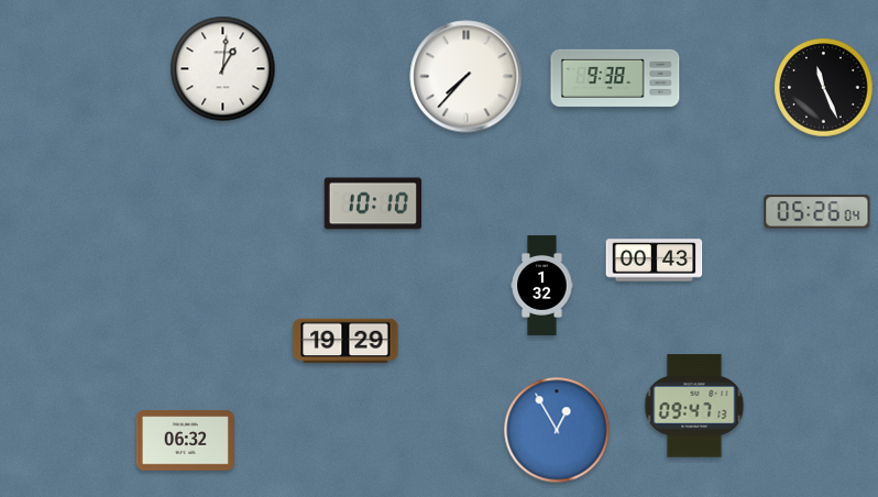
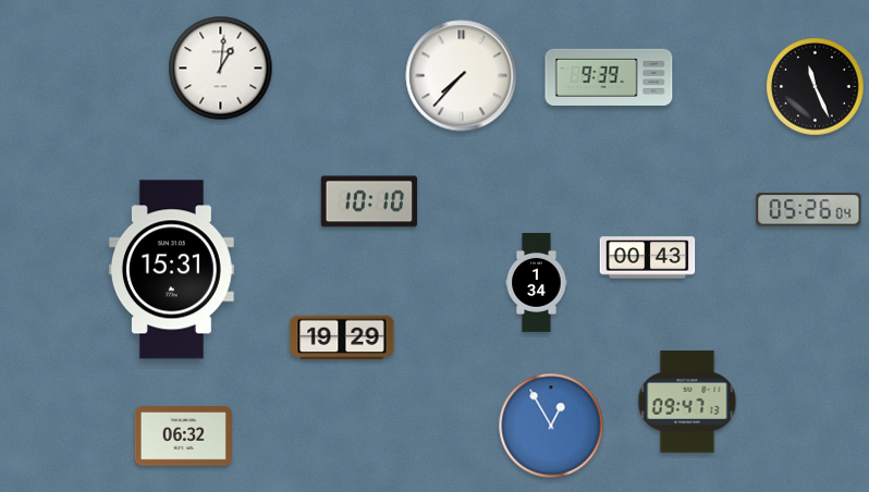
clock at (615, 78): 9:38 -> 9:39
clock at (171, 270): none -> 15:31
clock at (542, 285): 1:32 -> 1:34
